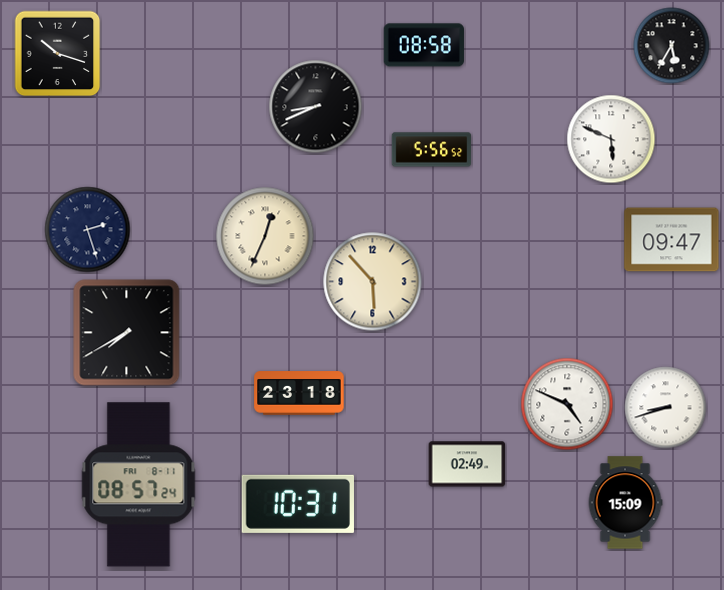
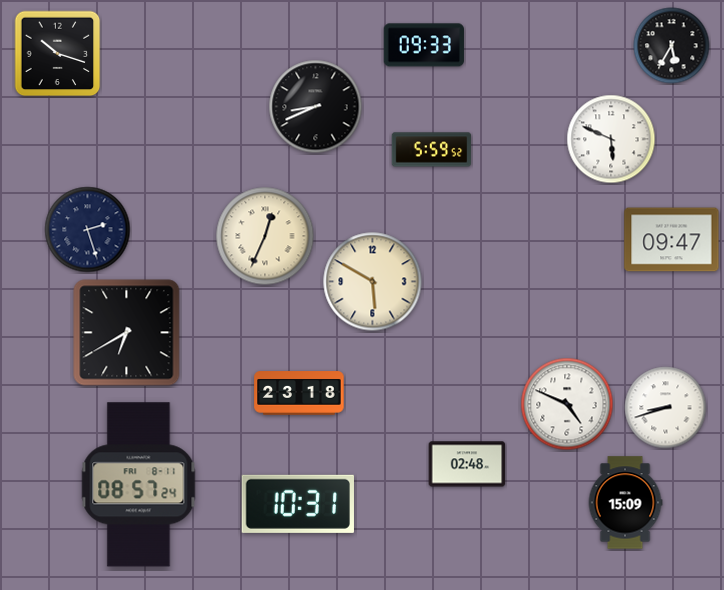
clock at (424, 45): 08:58 -> 09:33
clock at (432, 150): 5:56 -> 5:59
clock at (373, 282): 5:53 -> 5:50
clock at (127, 333): 7:40 -> 6:40
clock at (467, 464): 02:49 -> 02:48
